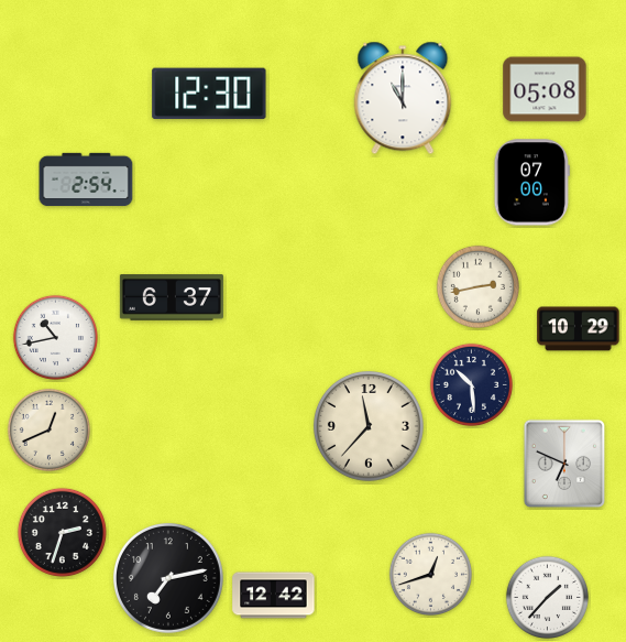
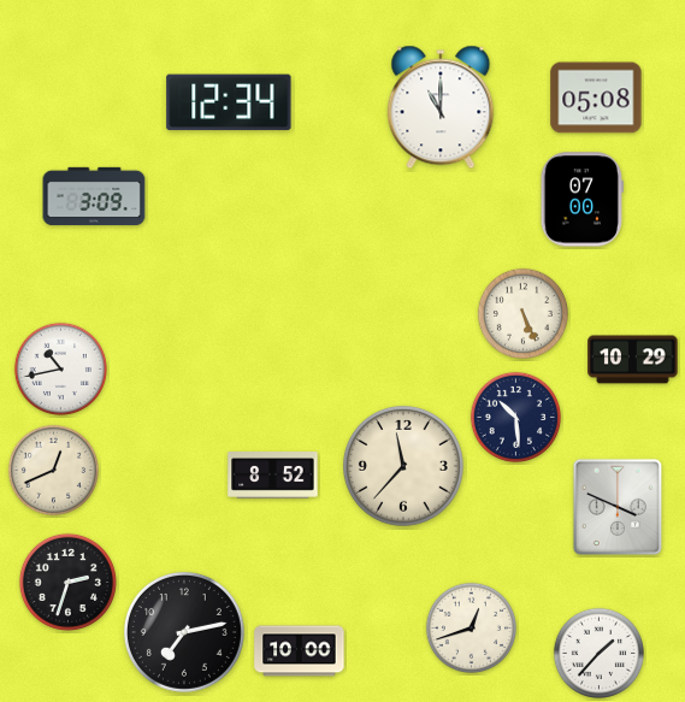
clock at (209, 94): 12:30 -> 12:34
clock at (86, 179): 2:54 -> 3:09
clock at (477, 286): 2:43 -> 5:26
clock at (172, 297): 6:37 -> none
clock at (471, 384) position: (471, 384) -> (515, 417)
clock at (273, 476): none -> 8:52
clock at (564, 464): 6:49 -> 3:49
clock at (274, 596): 12:42 -> 10:00
